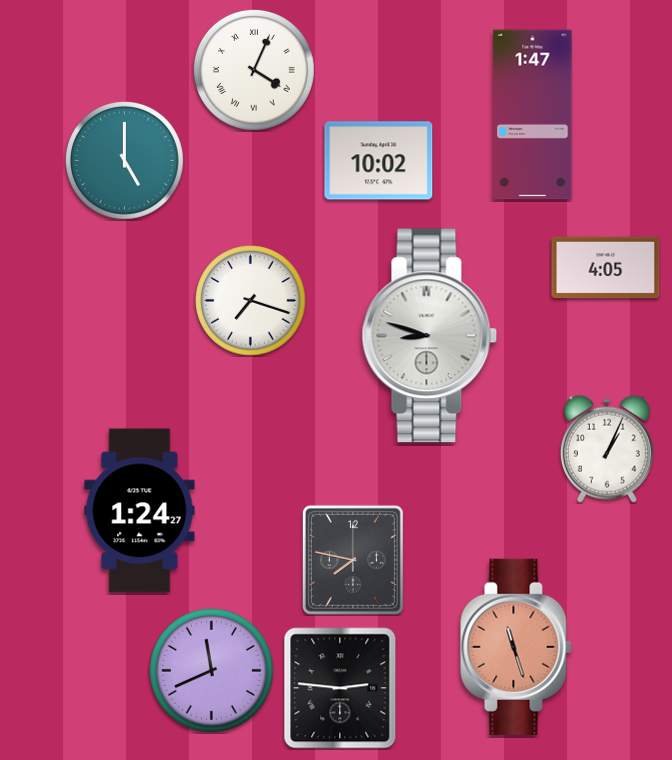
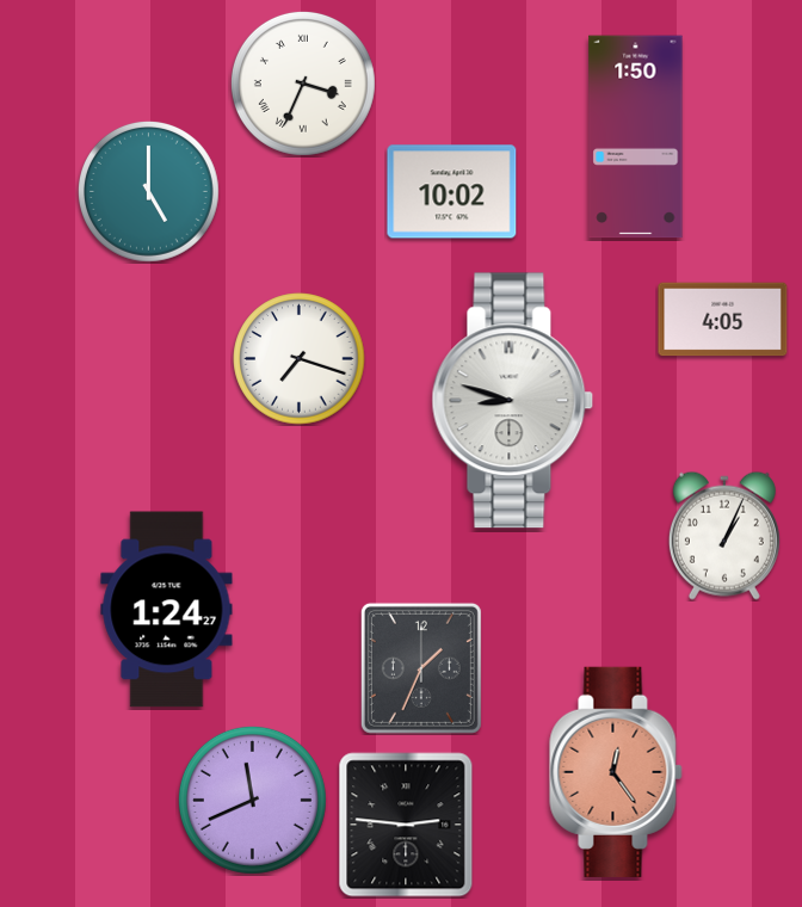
clock at (254, 70): 4:04 -> 3:34
clock at (533, 115): 1:47 -> 1:50
clock at (353, 560): 7:47 -> 1:34
clock at (516, 647): 11:27 -> 12:24
clock at (340, 688) position: (340, 688) -> (406, 825)
